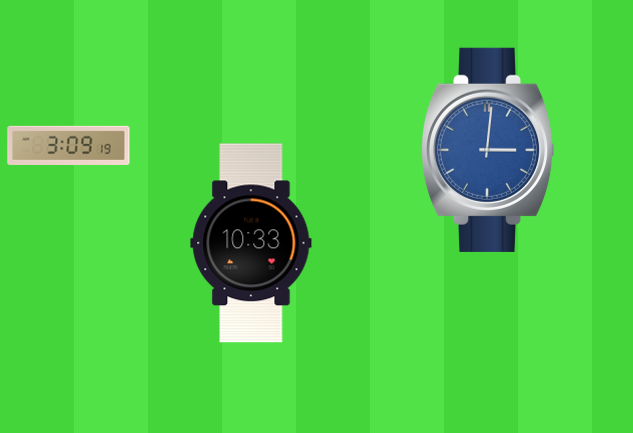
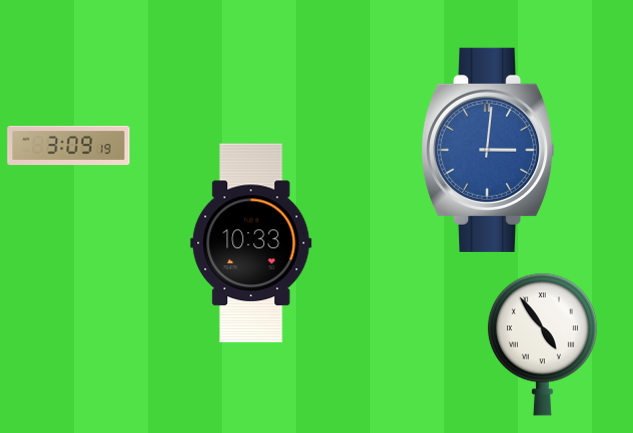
clock at (542, 344): none -> 4:54
